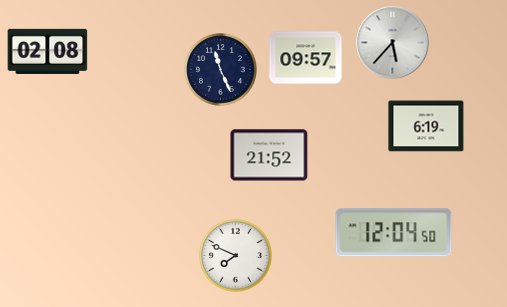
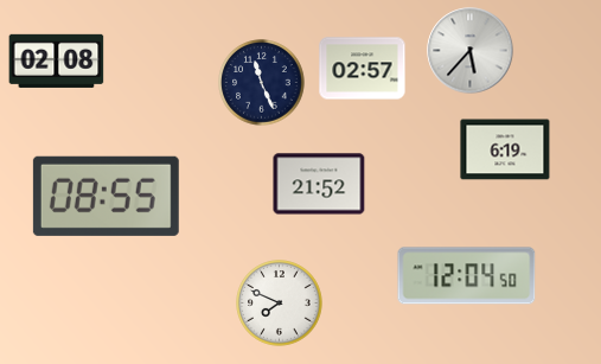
clock at (393, 43) position: (393, 43) -> (471, 51)
clock at (306, 58): 09:57 -> 02:57
clock at (106, 196): none -> 08:55
